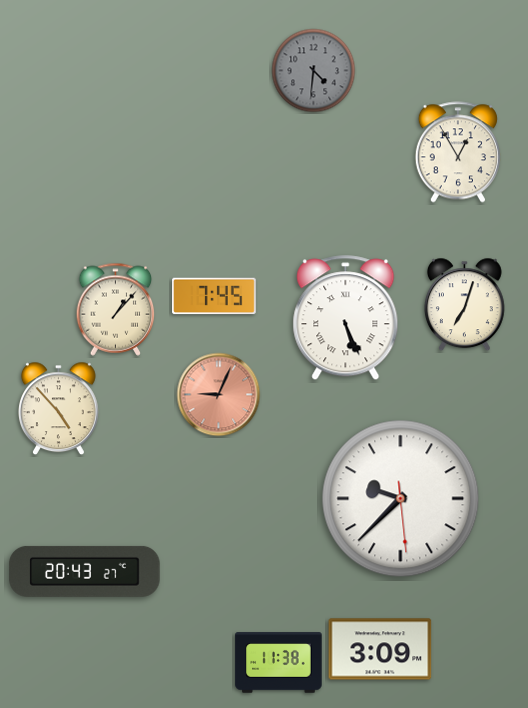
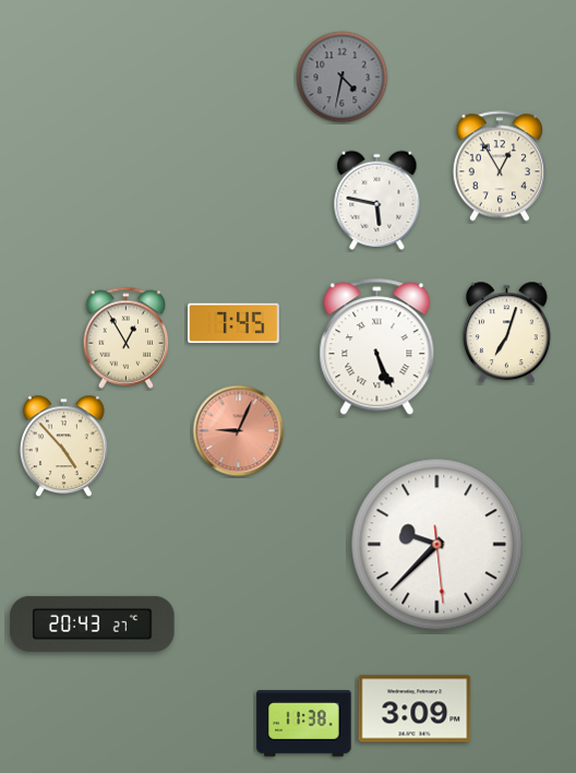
clock at (314, 71): 4:31 -> 4:32
clock at (377, 200): none -> 5:47
clock at (116, 309): 1:07 -> 12:55
